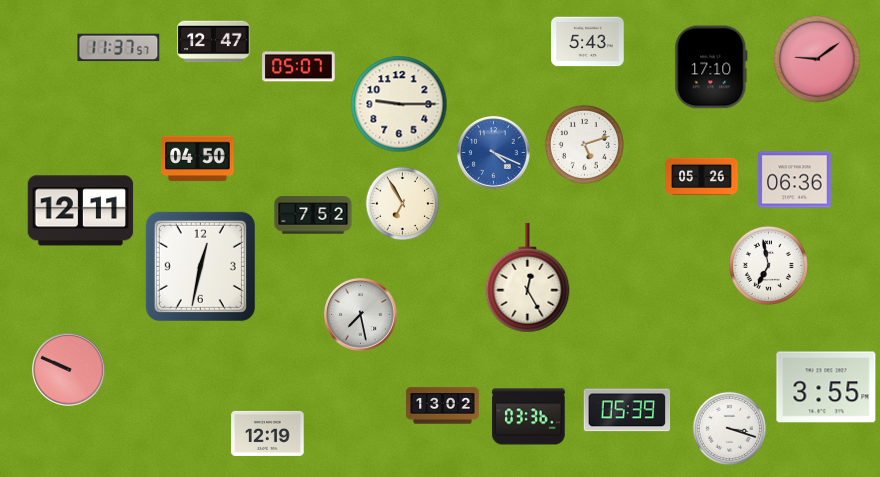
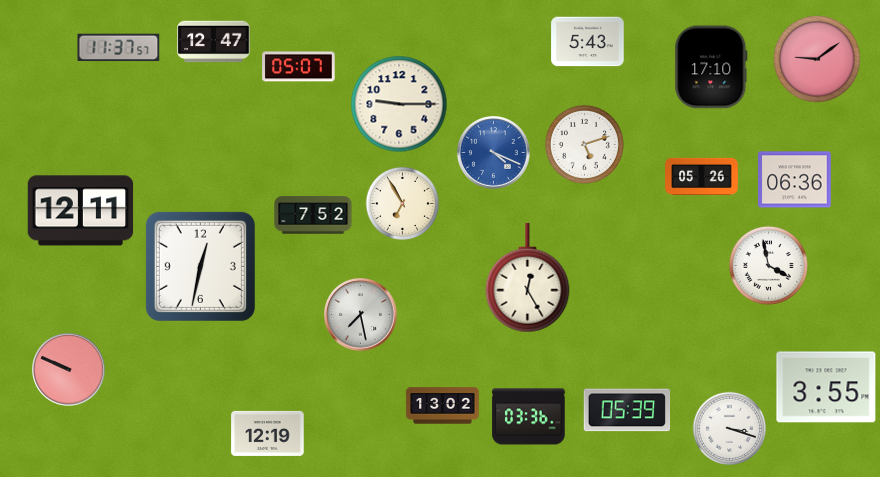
clock at (198, 159): 04:50 -> none
clock at (768, 265): 6:58 -> 3:58
